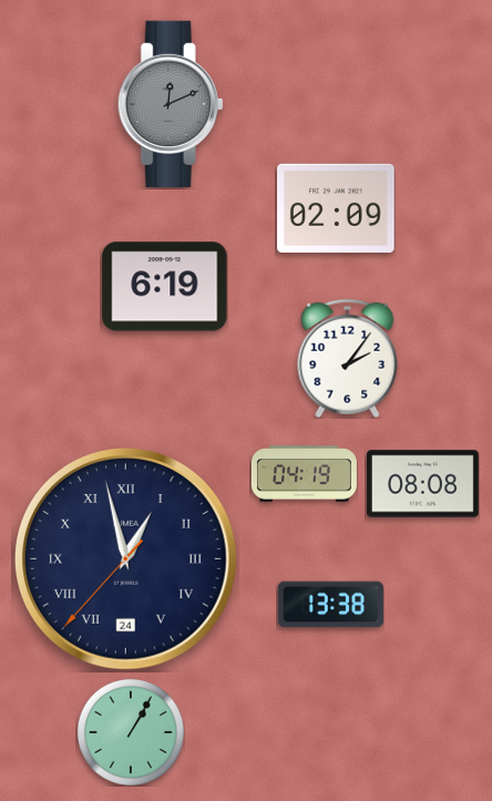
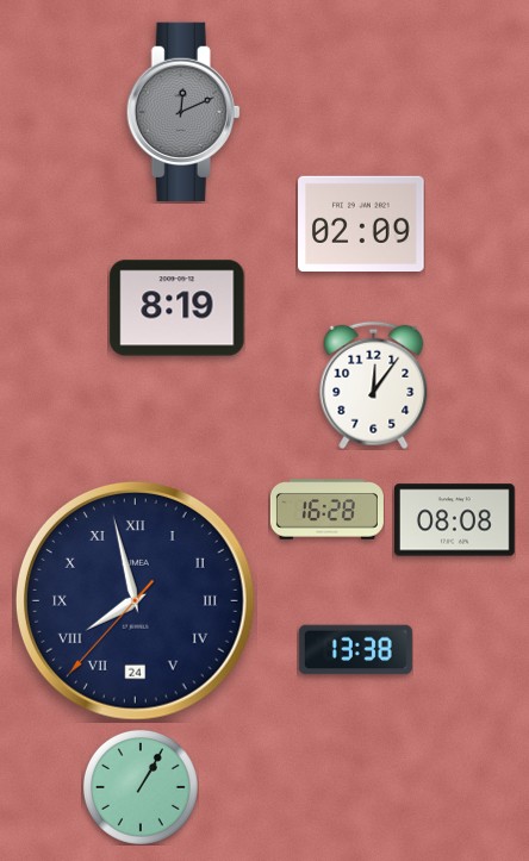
clock at (165, 287): 6:19 -> 8:19
clock at (348, 358): 2:06 -> 12:06
clock at (304, 474): 04:19 -> 16:28
clock at (125, 558): 12:57 -> 7:57
